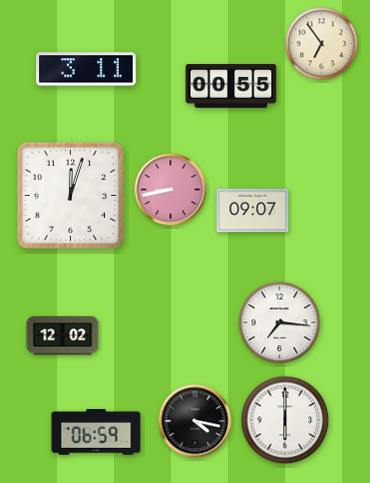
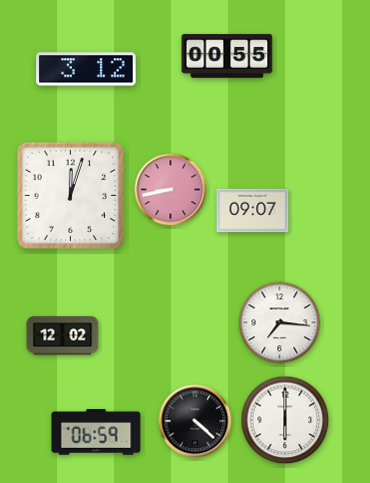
clock at (322, 44): 6:54 -> none
clock at (86, 69): 3:11 -> 3:12
clock at (231, 86) position: (231, 86) -> (227, 56)
clock at (195, 421): 4:17 -> 4:22
